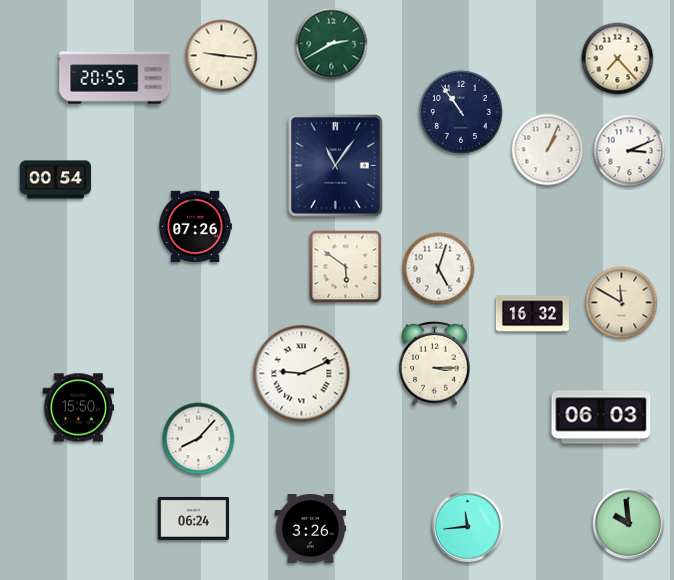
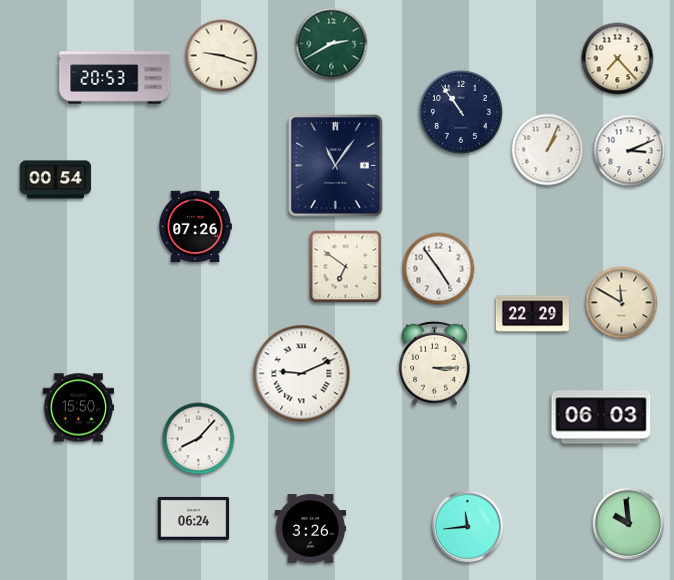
clock at (222, 56): 9:16 -> 9:18
clock at (115, 78): 20:55 -> 20:53
clock at (346, 267): 5:51 -> 6:51
clock at (439, 269): 5:03 -> 4:54
clock at (532, 314): 16:32 -> 22:29
